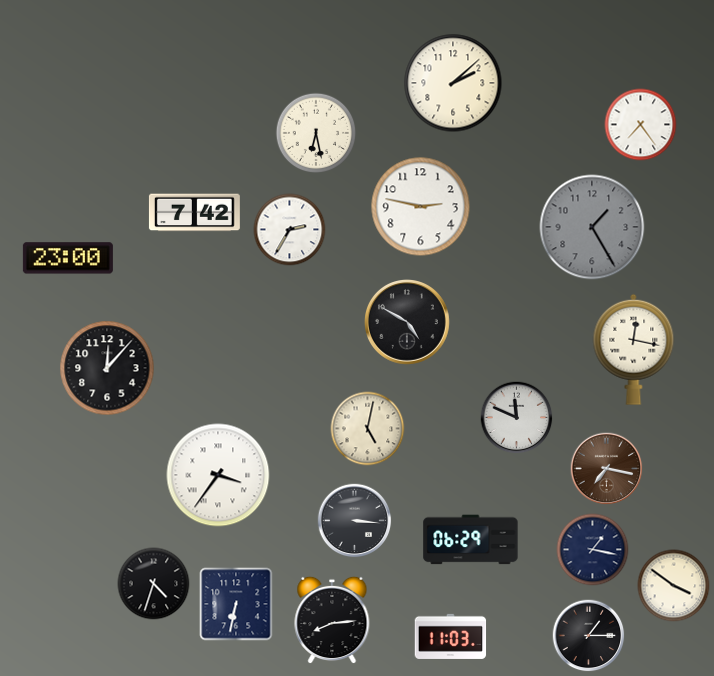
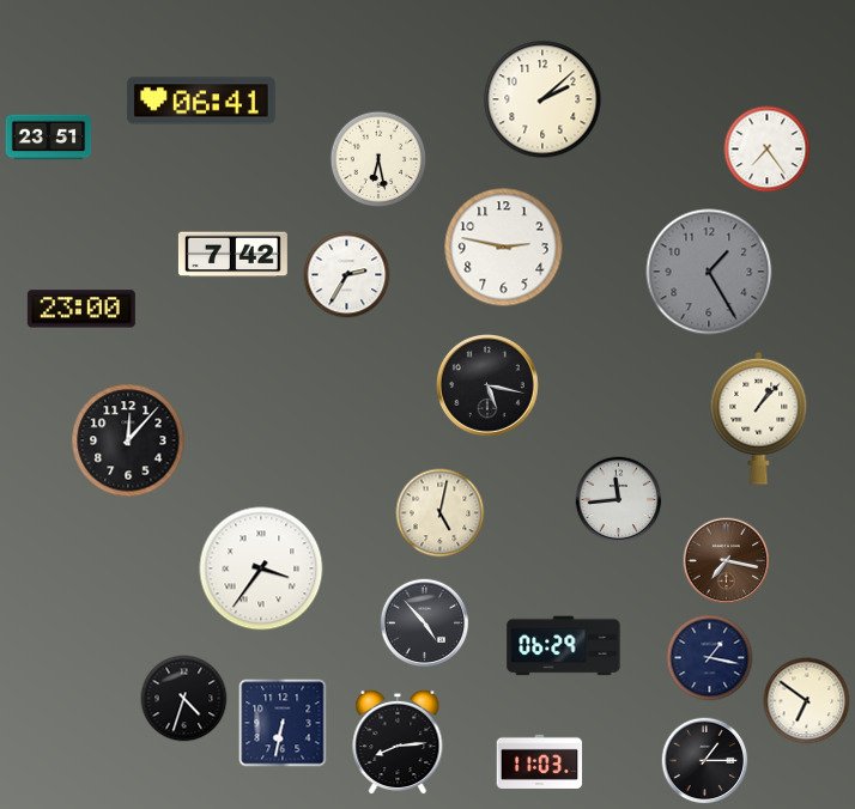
clock at (201, 101): none -> 06:41
clock at (49, 138): none -> 23:51
clock at (408, 323): 4:50 -> 5:17
clock at (634, 349): 12:17 -> 1:07
clock at (517, 418): 11:49 -> 11:44
clock at (355, 521): 3:16 -> 4:53
clock at (674, 586): 3:51 -> 6:51
